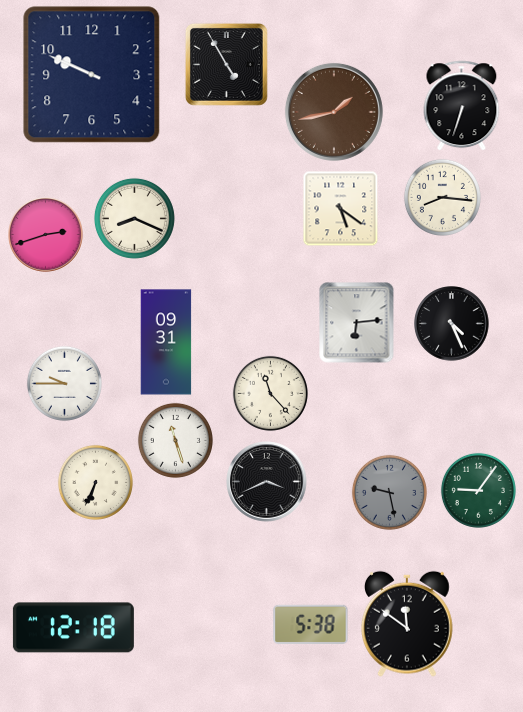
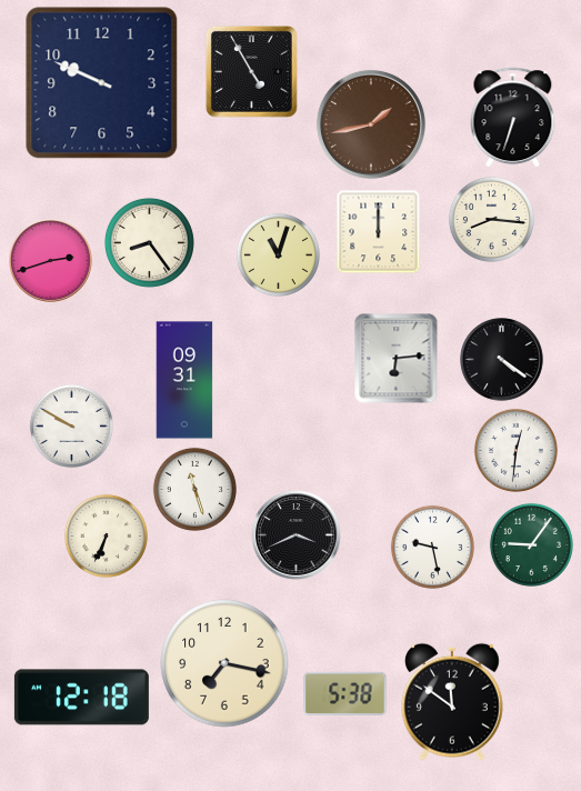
clock at (341, 209): 5:21 -> 12:00
clock at (134, 218): 8:19 -> 8:24
clock at (278, 254): none -> 11:03
clock at (452, 324): 4:26 -> 4:21
clock at (64, 383): 9:45 -> 9:50
clock at (270, 393): 11:23 -> none
clock at (515, 450): none -> 12:31
clock at (389, 492) dial: grey -> white
clock at (224, 663): none -> 7:17
clock at (408, 624) position: (408, 624) -> (453, 702)
